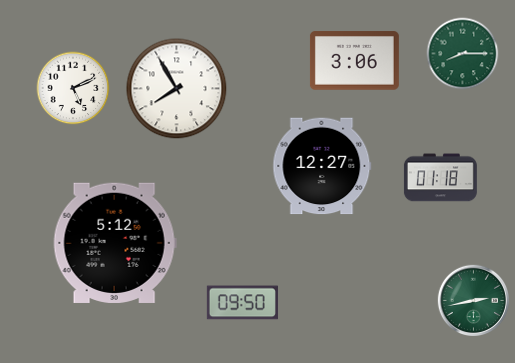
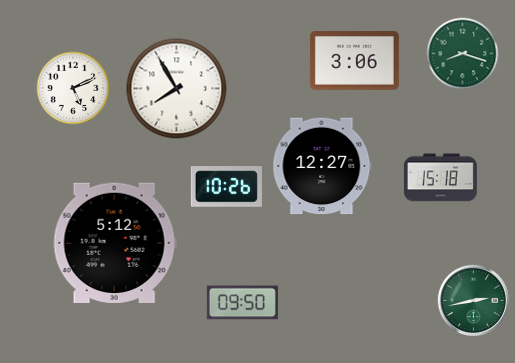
clock at (463, 54): 8:15 -> 8:18
clock at (440, 178): 01:18 -> 15:18
clock at (226, 187): none -> 10:26
